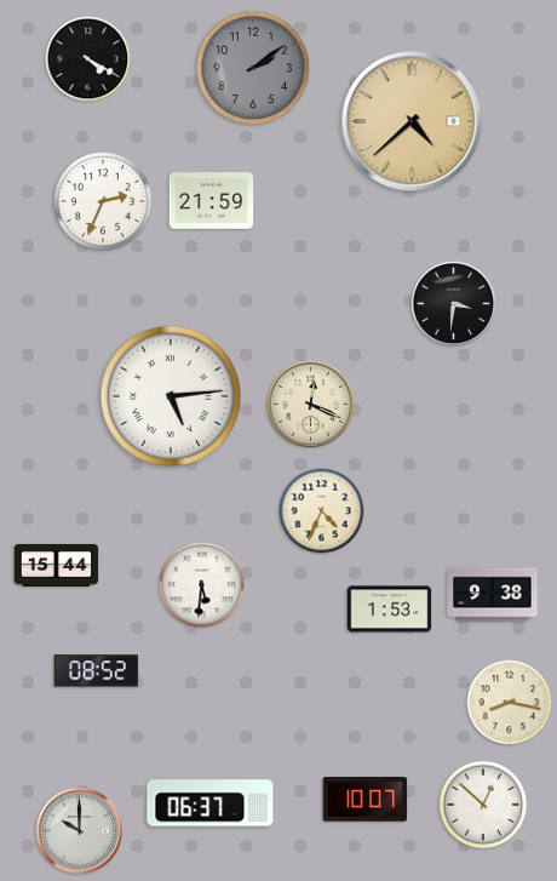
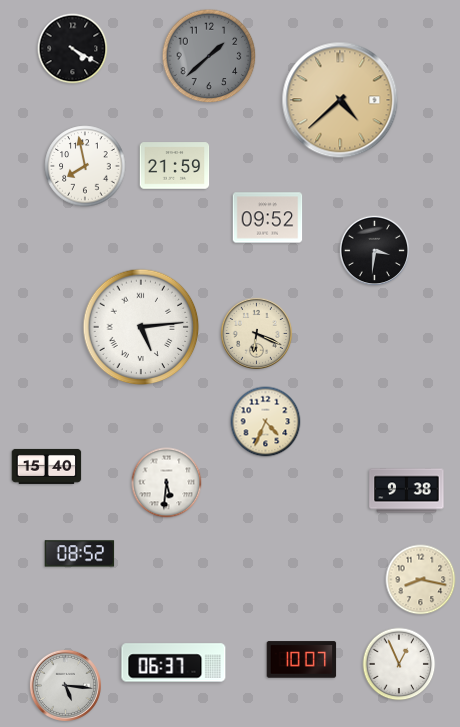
clock at (253, 68): 2:09 -> 1:38
clock at (103, 201): 2:34 -> 7:58
clock at (268, 218): none -> 09:52
clock at (310, 404): 12:19 -> 6:19
clock at (57, 565): 15:44 -> 15:40
clock at (390, 610): 1:53 -> none
clock at (483, 805): 12:52 -> 12:56
clock at (79, 830): 10:00 -> 5:16
